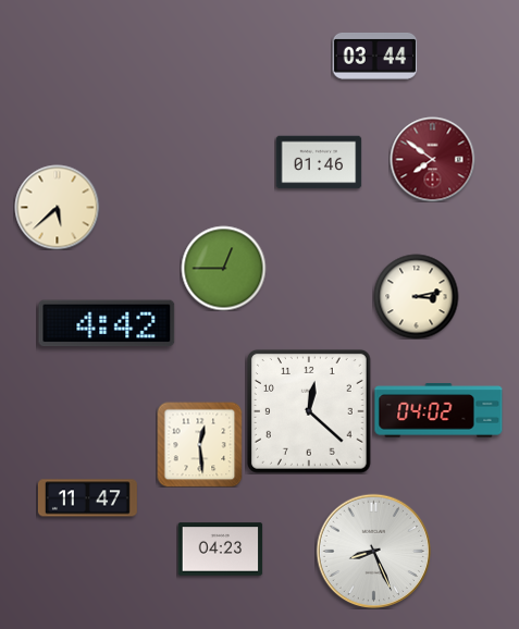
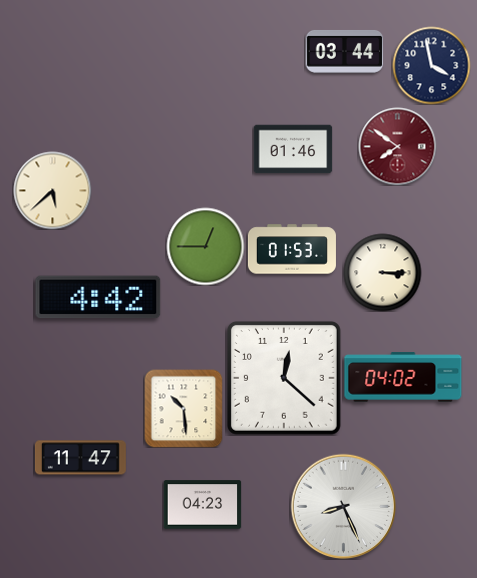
clock at (431, 65): none -> 3:58
clock at (292, 249): none -> 01:53
clock at (416, 296): 3:13 -> 3:15
clock at (199, 444): 12:29 -> 10:29
